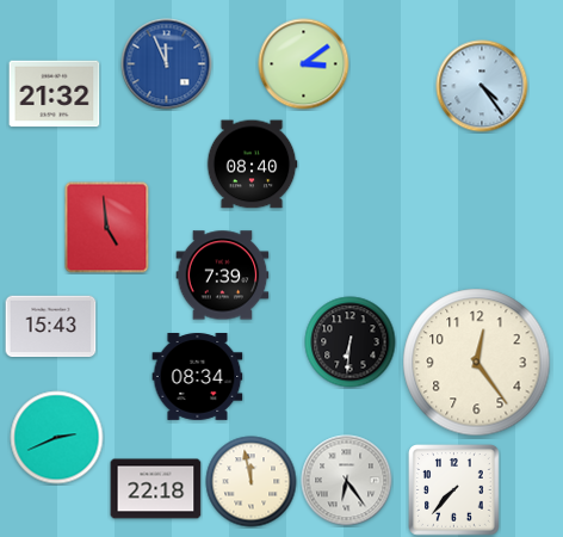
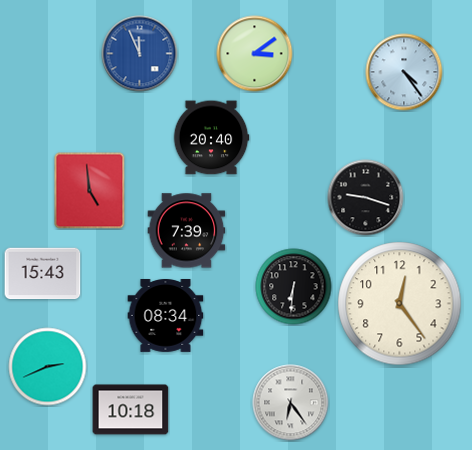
clock at (55, 94): 21:32 -> none
clock at (252, 165): 08:40 -> 20:40
clock at (366, 198): none -> 9:18
clock at (252, 482): 11:58 -> none
clock at (156, 489): 22:18 -> 10:18
clock at (454, 490): 7:37 -> none
